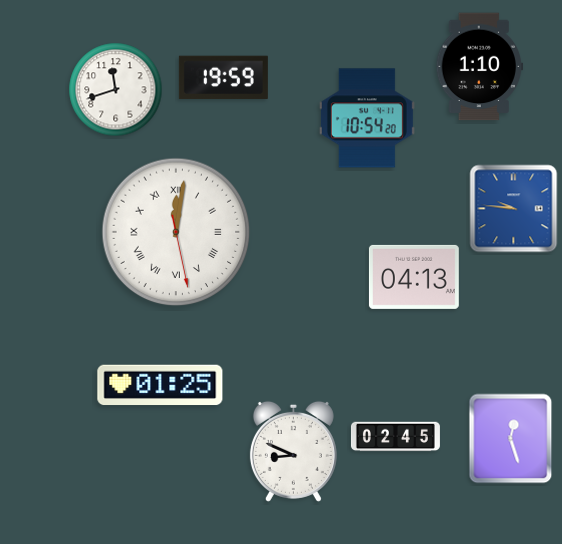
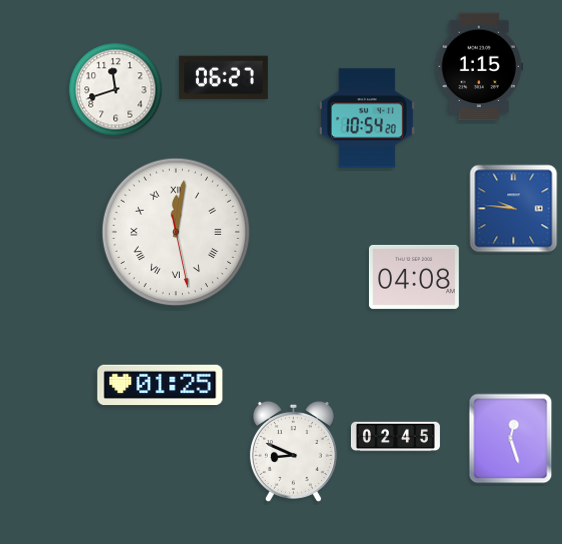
clock at (480, 67): 1:10 -> 1:15
clock at (223, 78): 19:59 -> 06:27
clock at (414, 277): 04:13 -> 04:08
